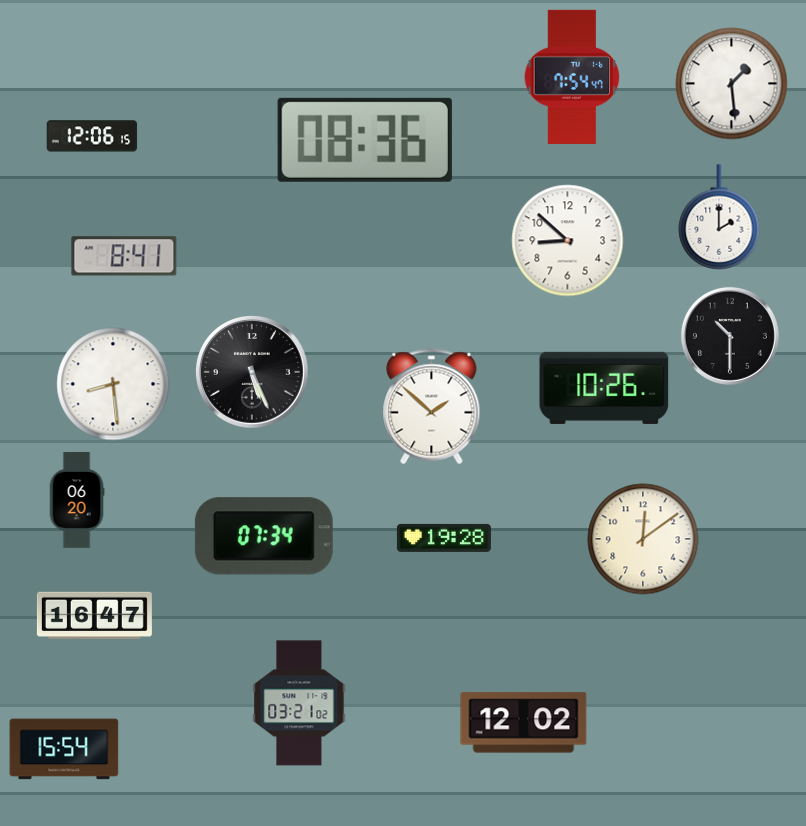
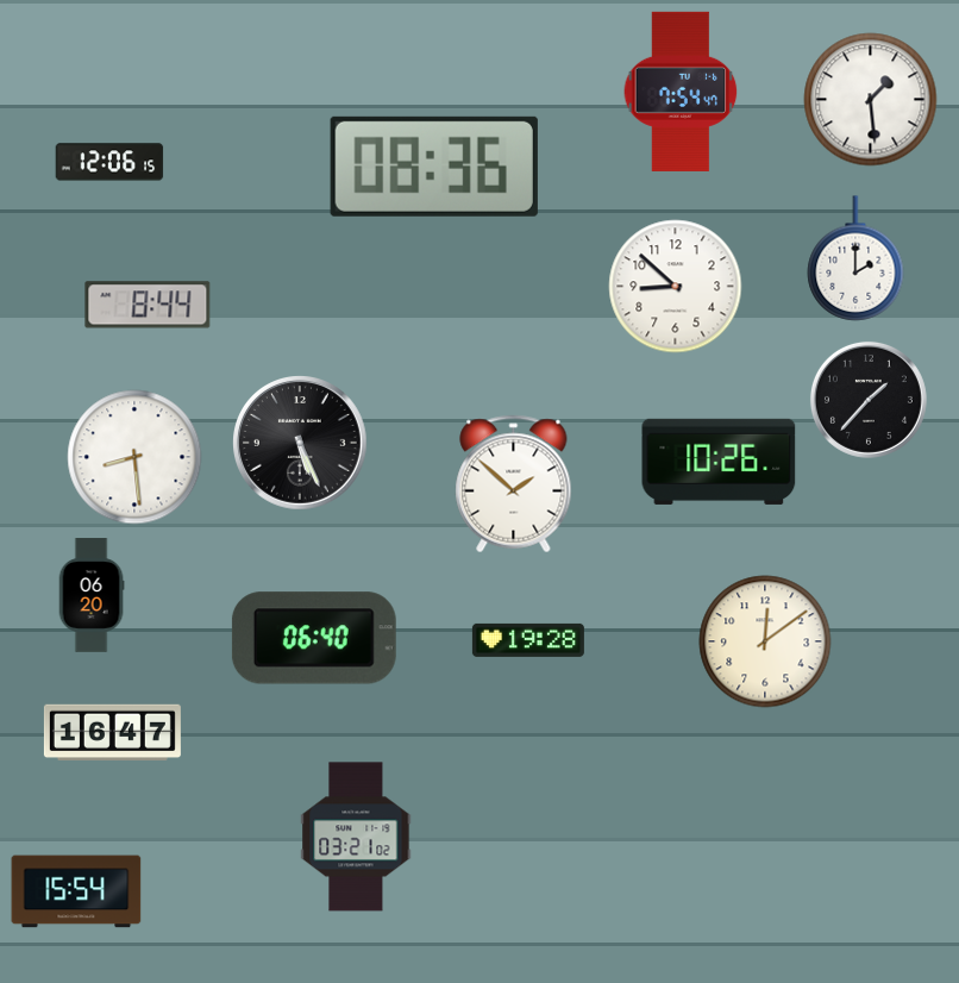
clock at (124, 256): 8:41 -> 8:44
clock at (730, 336): 10:30 -> 1:37
clock at (264, 536): 07:34 -> 06:40
clock at (524, 723): 12:02 -> none
